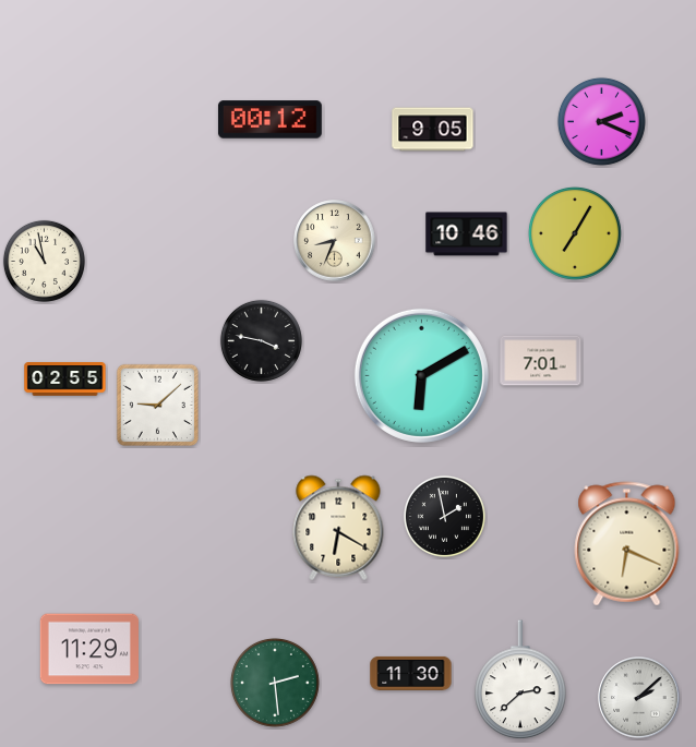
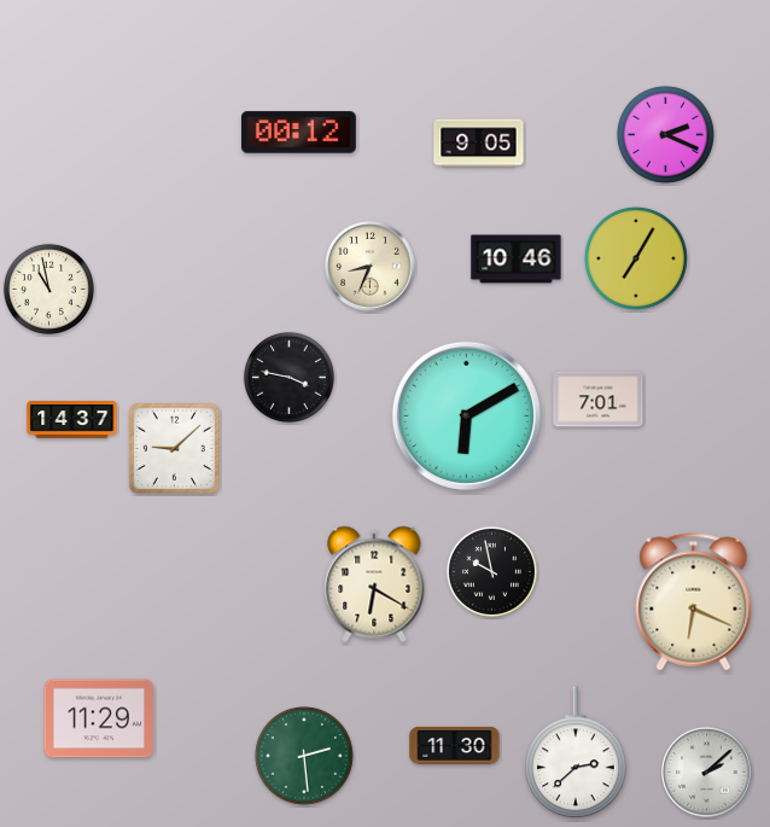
clock at (65, 379): 02:55 -> 14:37
clock at (444, 516): 1:58 -> 9:58
